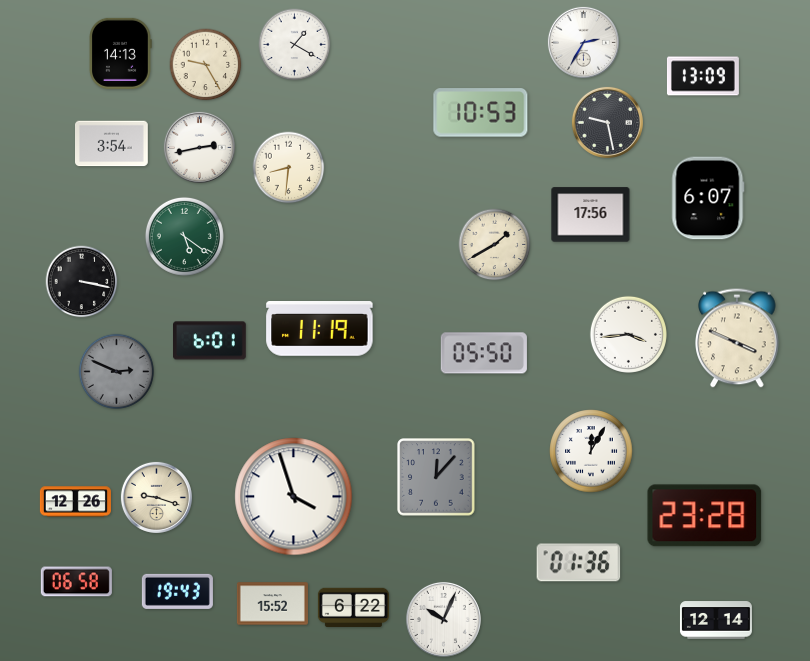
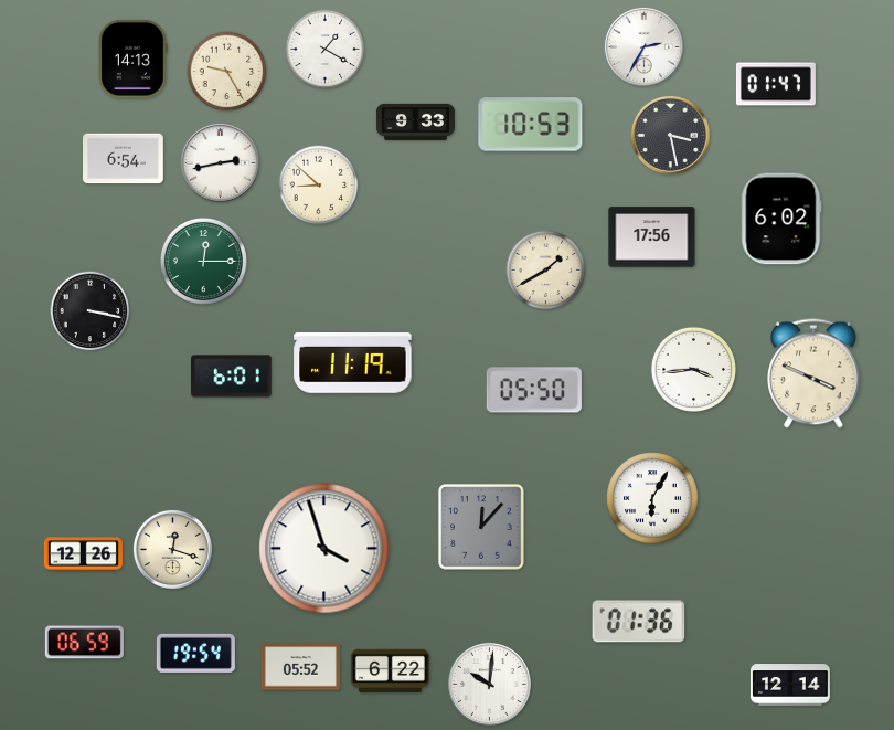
clock at (703, 76): 13:09 -> 01:47
clock at (415, 121): none -> 9:33
clock at (607, 122): 9:28 -> 3:28
clock at (112, 144): 3:54 -> 6:54
clock at (289, 168): 8:31 -> 8:52
clock at (708, 198): 6:07 -> 6:02
clock at (184, 236): 5:21 -> 12:15
clock at (117, 372): 2:49 -> none
clock at (591, 451): 12:05 -> 6:05
clock at (156, 497): 9:18 -> 12:18
clock at (705, 516): 23:28 -> none
clock at (76, 582): 06:58 -> 06:59
clock at (177, 591): 19:43 -> 19:54
clock at (272, 604): 15:52 -> 05:52
clock at (443, 619): 10:04 -> 10:01
